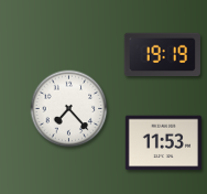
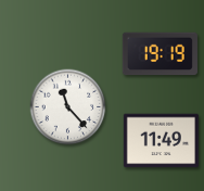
clock at (69, 109): 7:23 -> 11:23
clock at (163, 143): 11:53 -> 11:49
